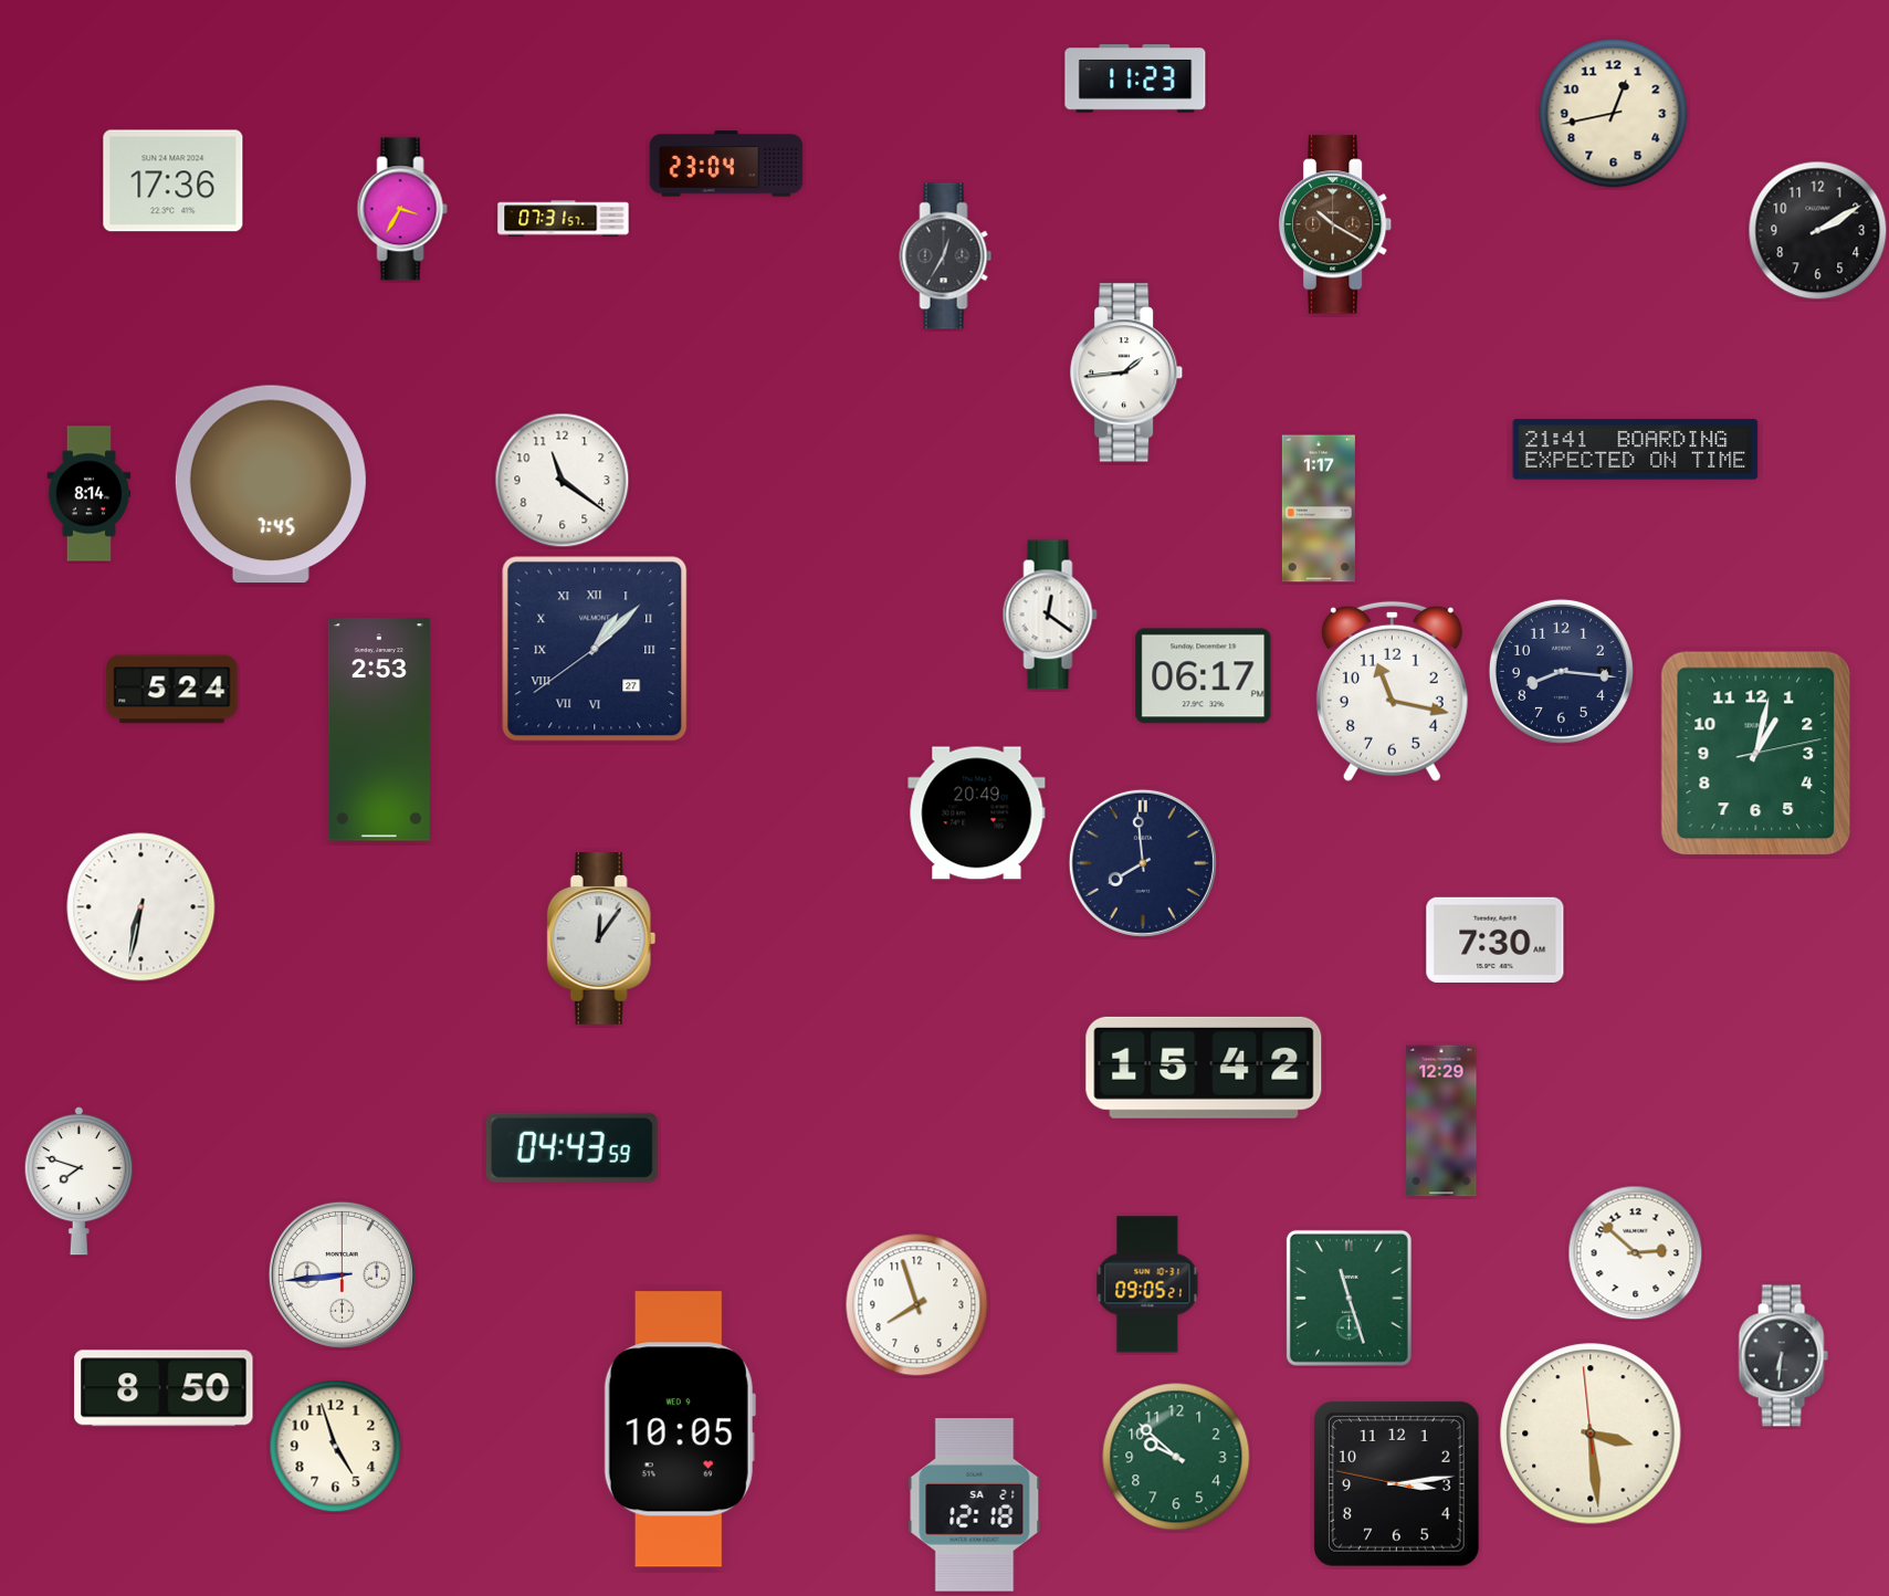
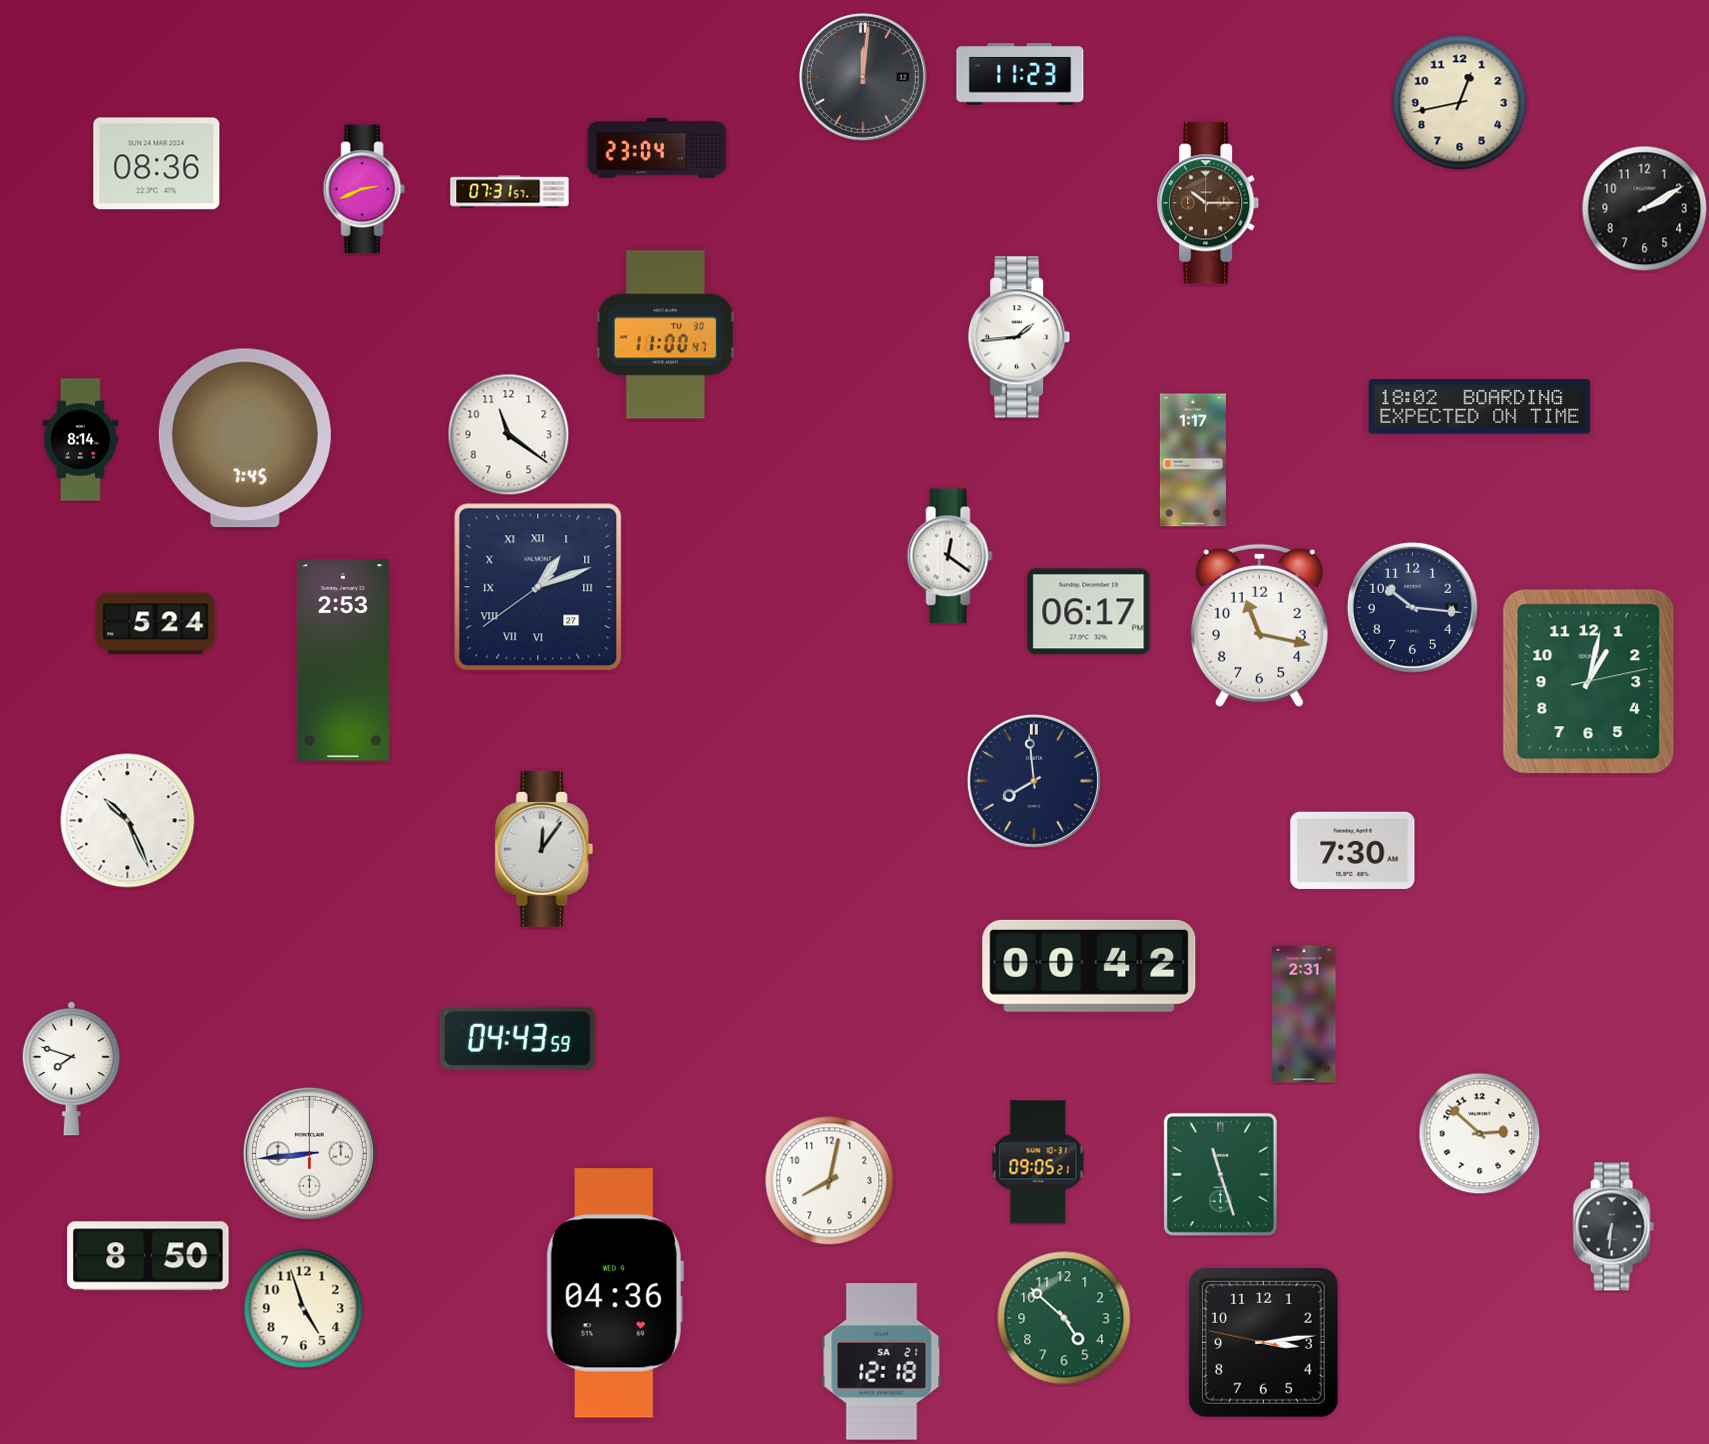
clock at (1135, 78) position: (1135, 78) -> (1020, 74)
clock at (863, 77): none -> 12:01
clock at (174, 181): 17:36 -> 08:36
clock at (402, 209): 3:35 -> 2:41
clock at (564, 219) position: (564, 219) -> (510, 192)
clock at (1336, 224): 10:20 -> 10:15
clock at (946, 256): 12:35 -> none
clock at (665, 335): none -> 11:00
clock at (1636, 450): 21:41 -> 18:02
clock at (90, 494) position: (90, 494) -> (81, 440)
clock at (595, 649): 1:07 -> 1:11
clock at (1561, 671): 8:16 -> 10:16
clock at (977, 813): 20:49 -> none
clock at (141, 907): 6:32 -> 10:26
clock at (1204, 1068): 15:42 -> 00:42
clock at (1441, 1121): 12:29 -> 2:31
clock at (917, 1305): 7:57 -> 8:02
clock at (680, 1429): 10:05 -> 04:36
clock at (1591, 1434): 3:28 -> none
clock at (1176, 1457): 9:52 -> 4:52
